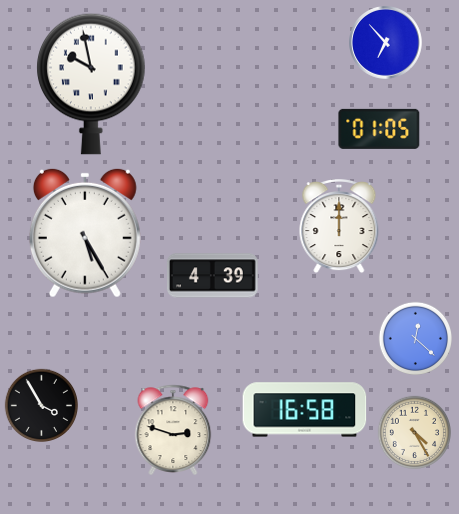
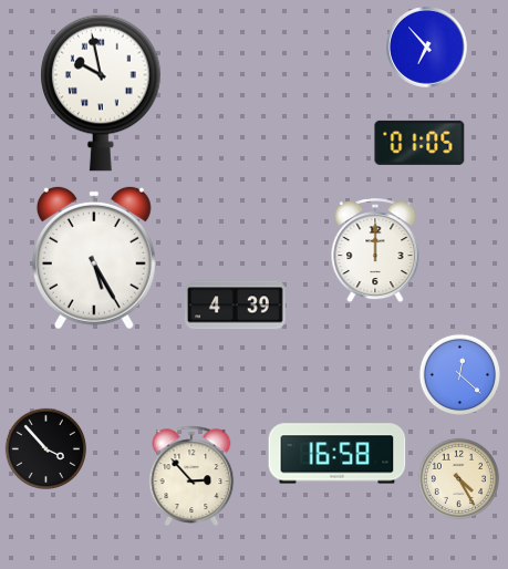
clock at (41, 405): 3:55 -> 3:53
clock at (173, 430): 2:48 -> 2:53
